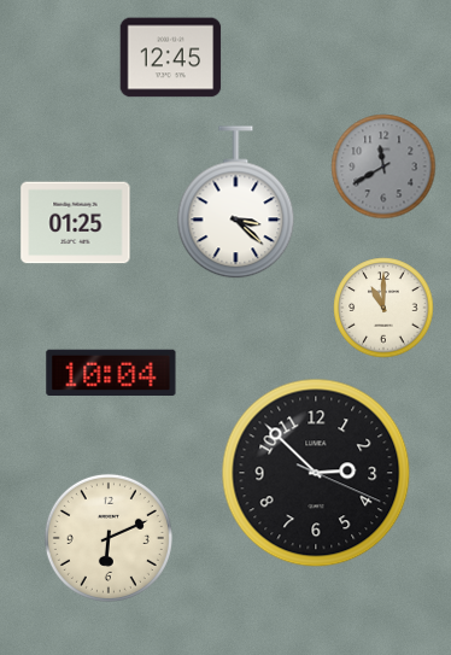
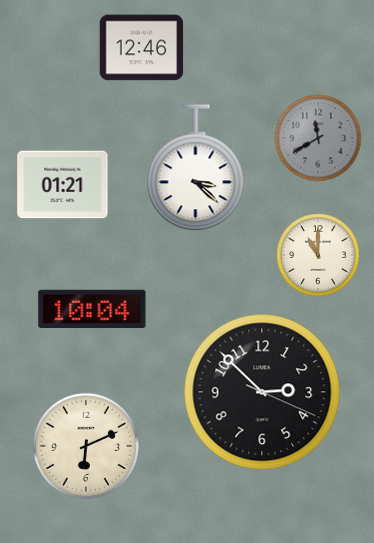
clock at (171, 58): 12:45 -> 12:46
clock at (76, 223): 01:25 -> 01:21
clock at (109, 538) position: (109, 538) -> (86, 446)
